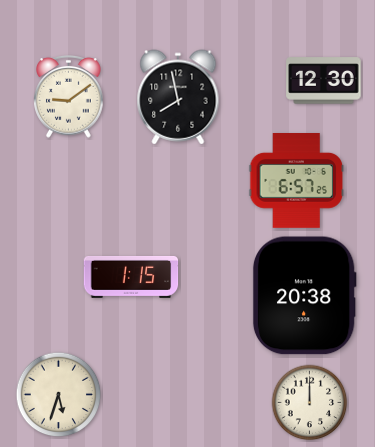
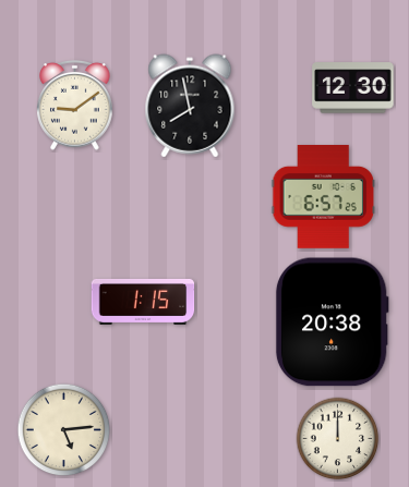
clock at (178, 97) position: (178, 97) -> (190, 106)
clock at (59, 395): 5:33 -> 5:14
